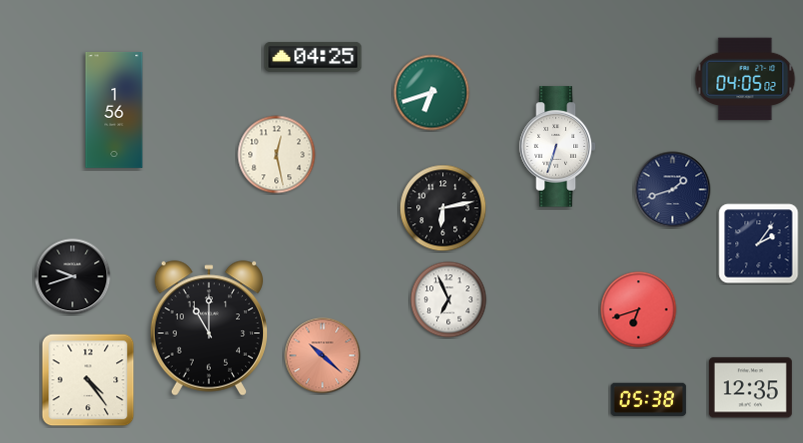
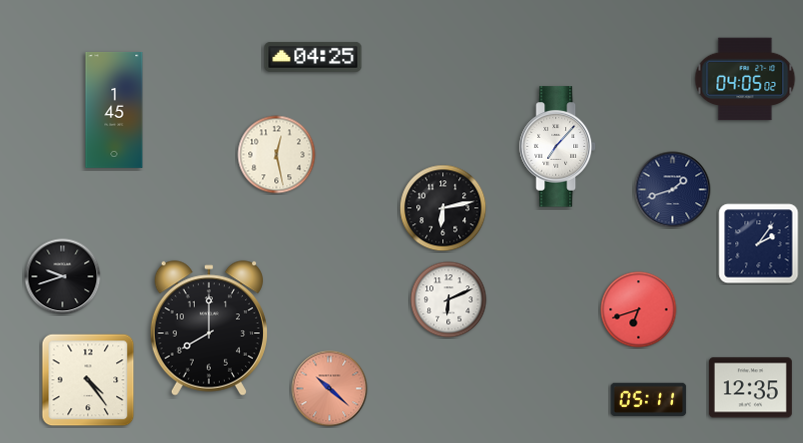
clock at (432, 93): 6:42 -> none
clock at (114, 110): 1:56 -> 1:45
clock at (558, 147): 6:33 -> 7:07
clock at (73, 277) position: (73, 277) -> (63, 277)
clock at (449, 300): 6:56 -> 6:11
clock at (209, 328): 11:00 -> 8:00
clock at (323, 356) position: (323, 356) -> (330, 389)
clock at (649, 399): 05:38 -> 05:11
